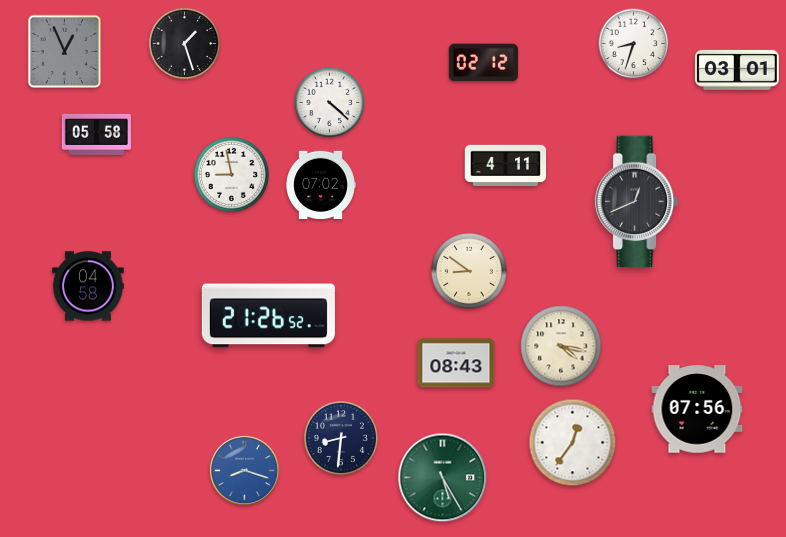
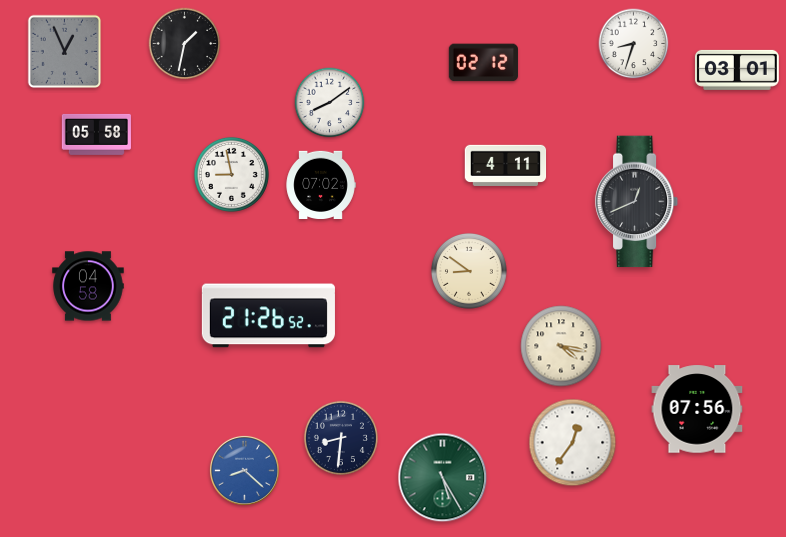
clock at (185, 44): 1:27 -> 1:32
clock at (330, 103): 4:22 -> 8:09
clock at (456, 363): 08:43 -> none
clock at (244, 470): 8:18 -> 8:22
